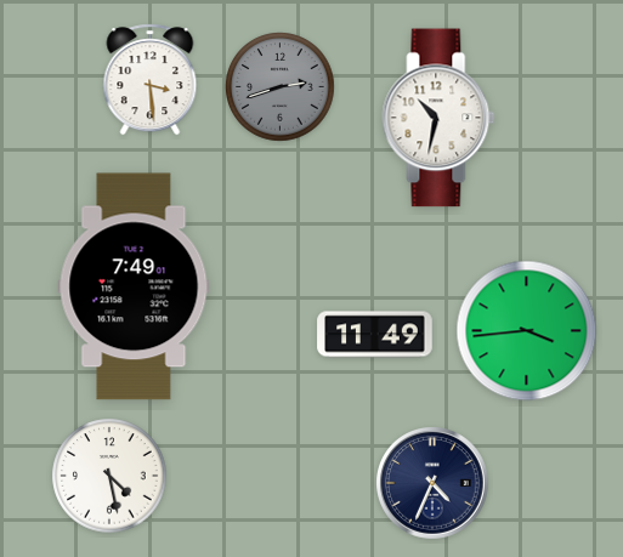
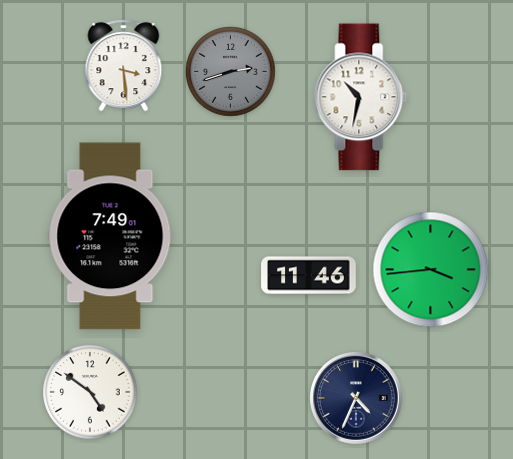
clock at (527, 331) position: (527, 331) -> (431, 270)
clock at (375, 335): 11:49 -> 11:46
clock at (109, 476): 4:28 -> 4:51
